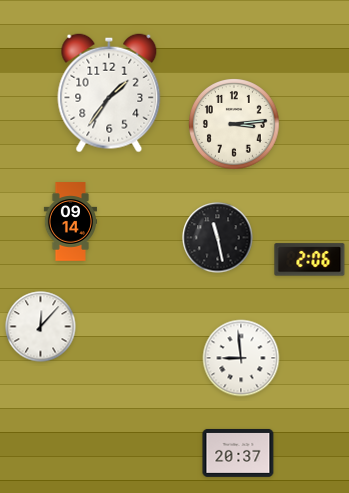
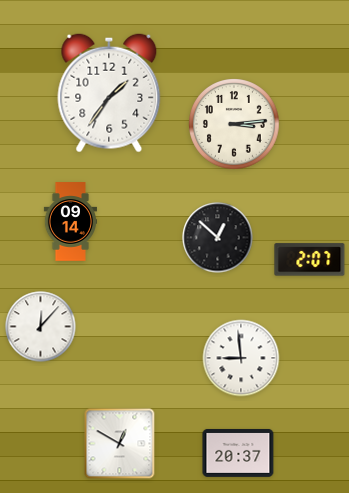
clock at (218, 238): 11:28 -> 12:52
clock at (310, 260): 2:06 -> 2:07
clock at (120, 444): none -> 12:50
